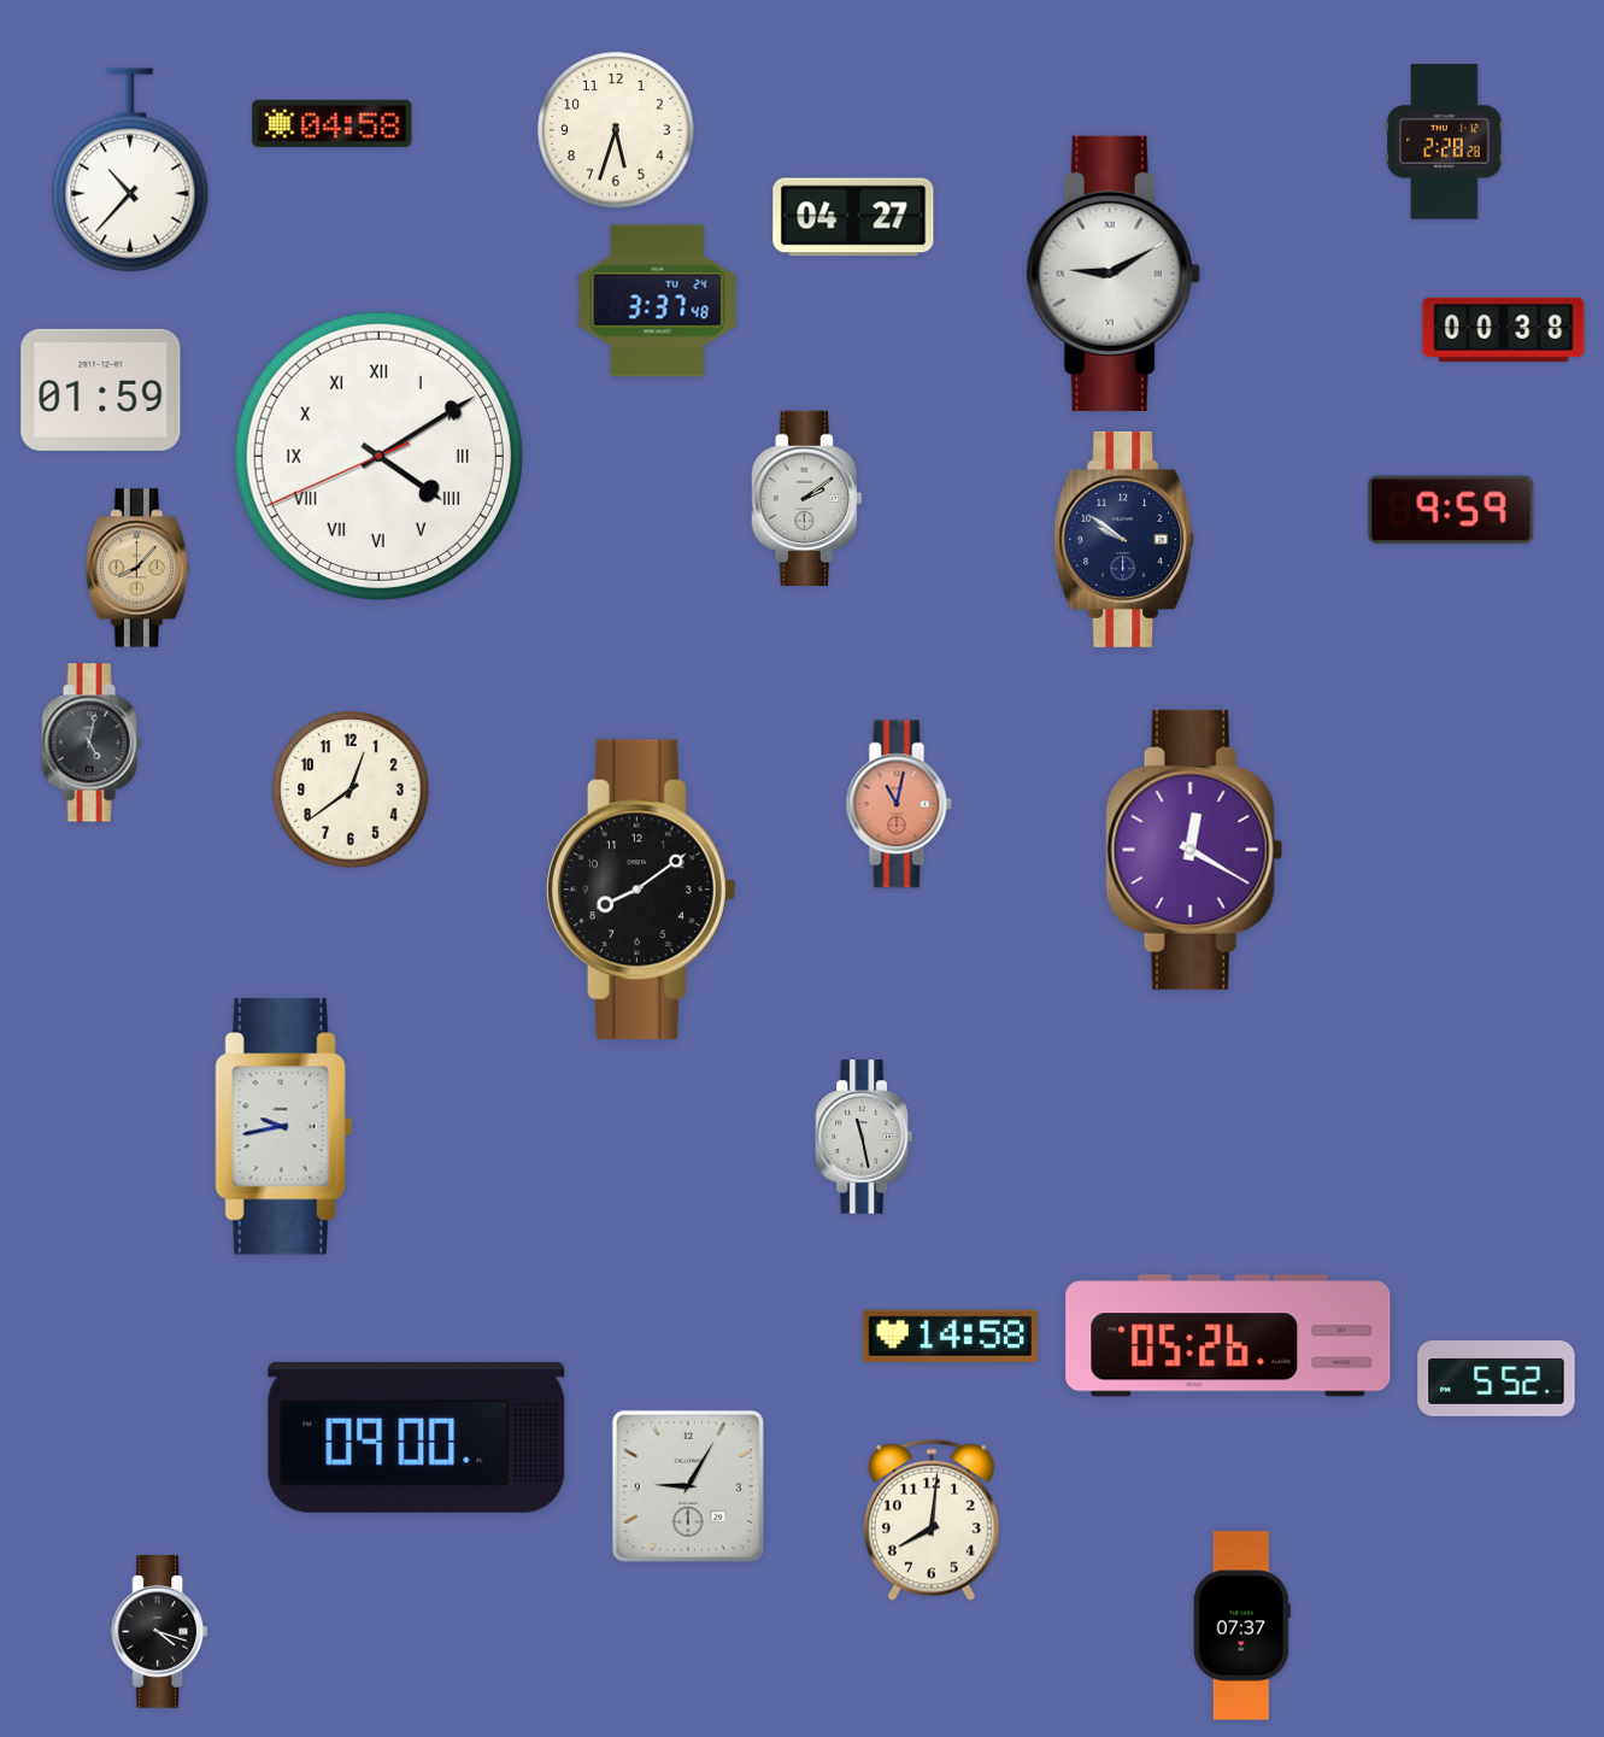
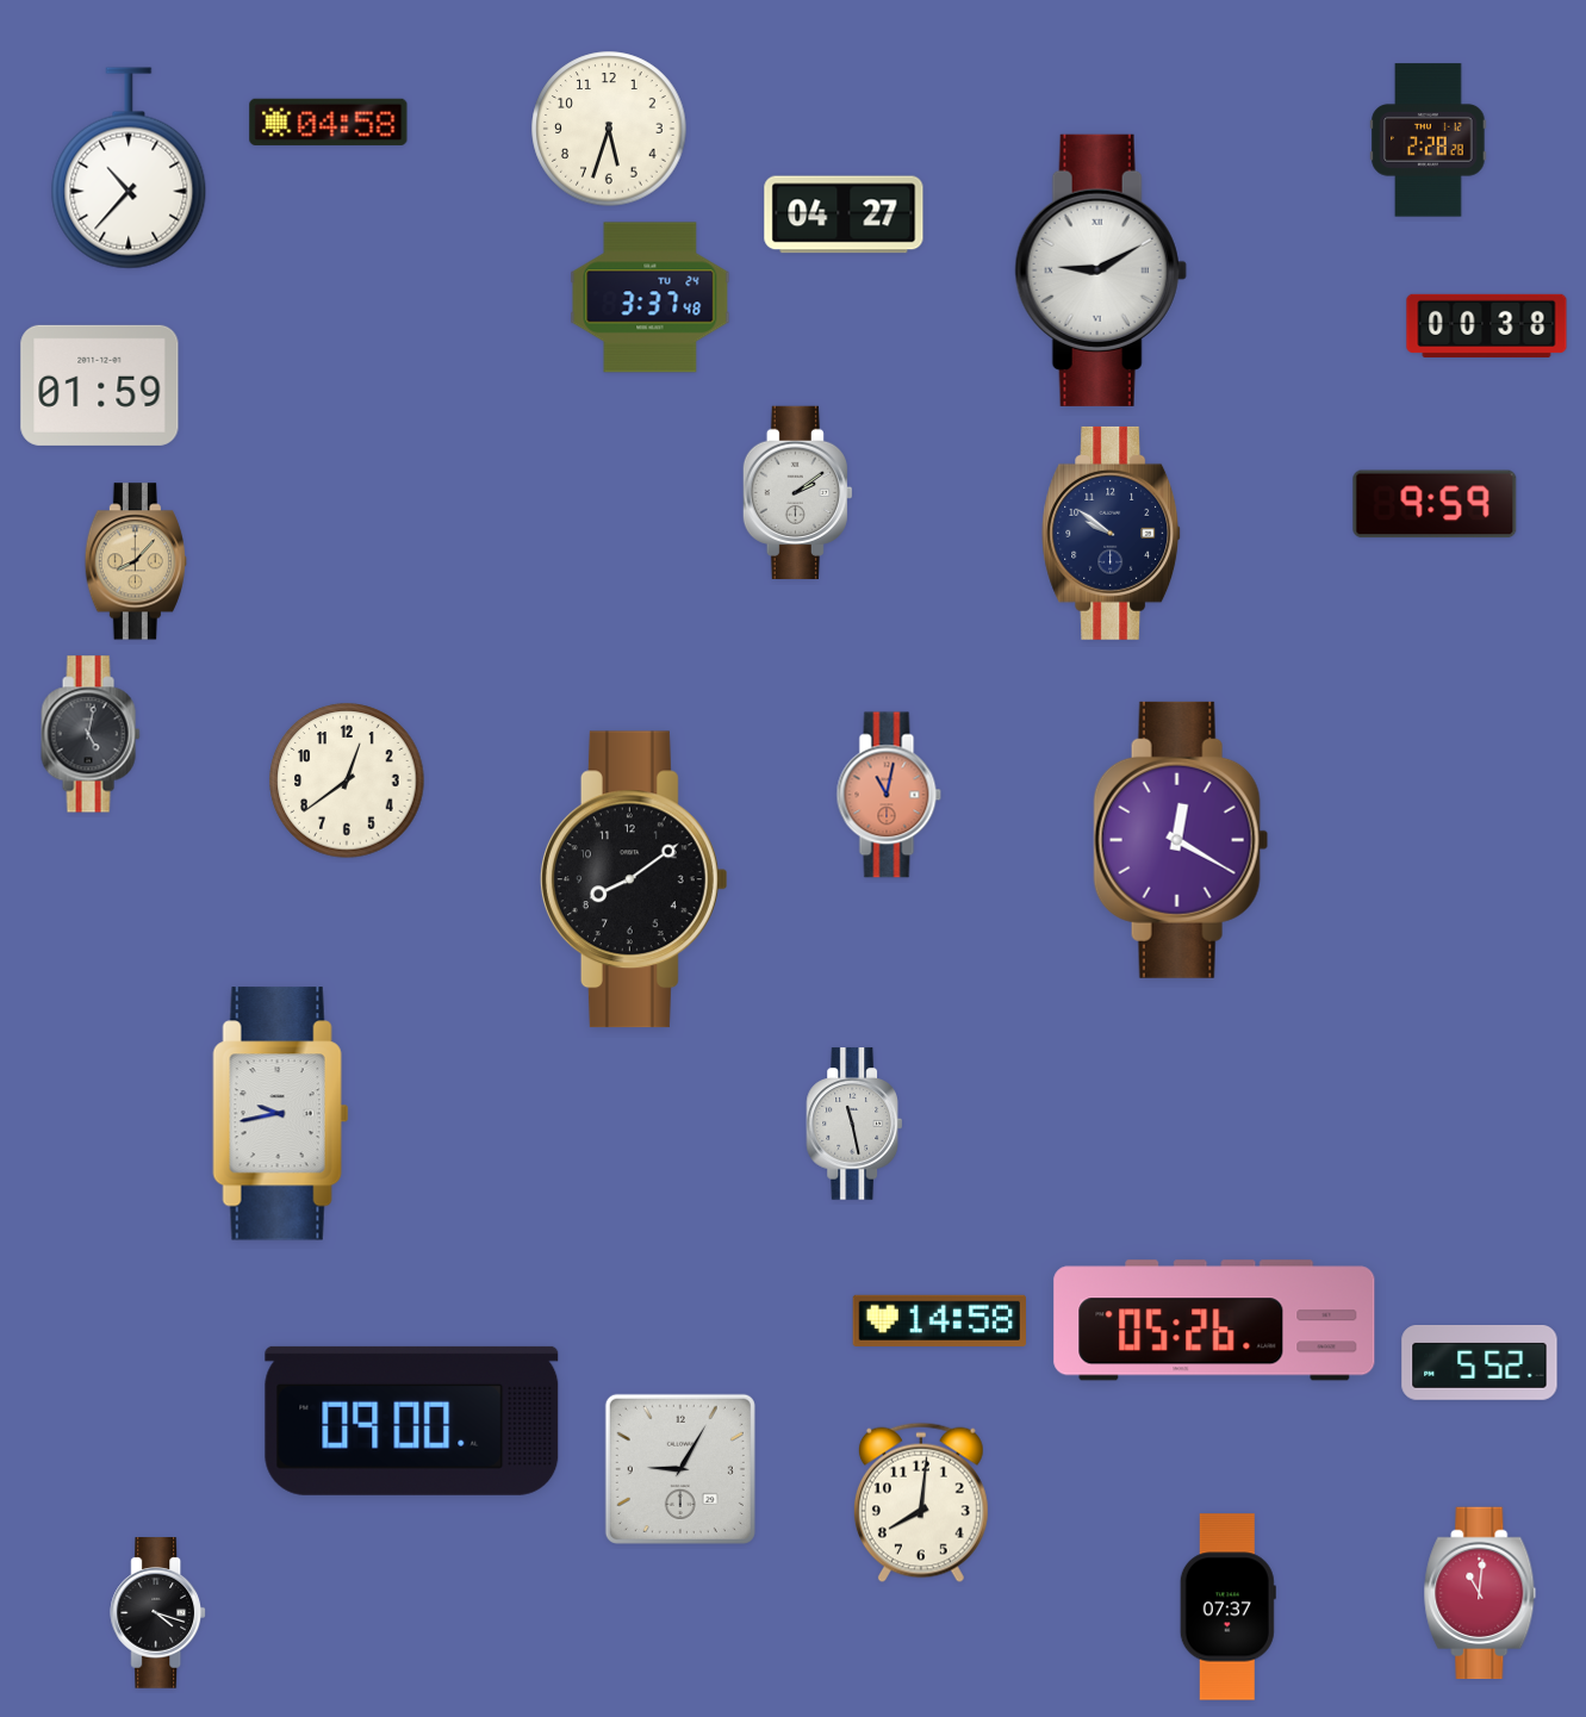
clock at (378, 456): 4:09 -> none
clock at (1480, 1593): none -> 11:01
